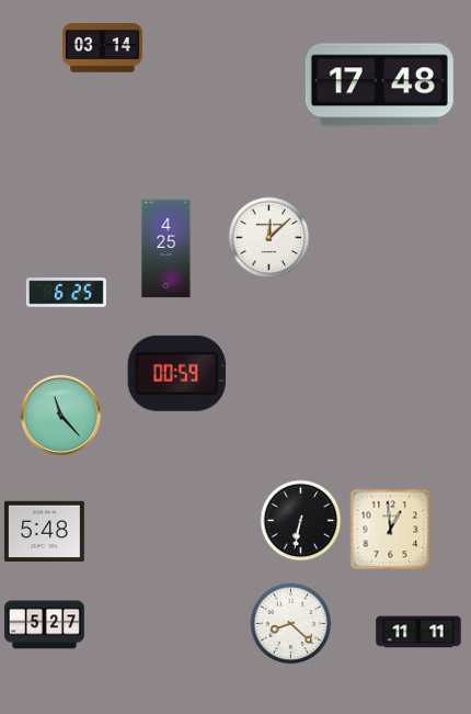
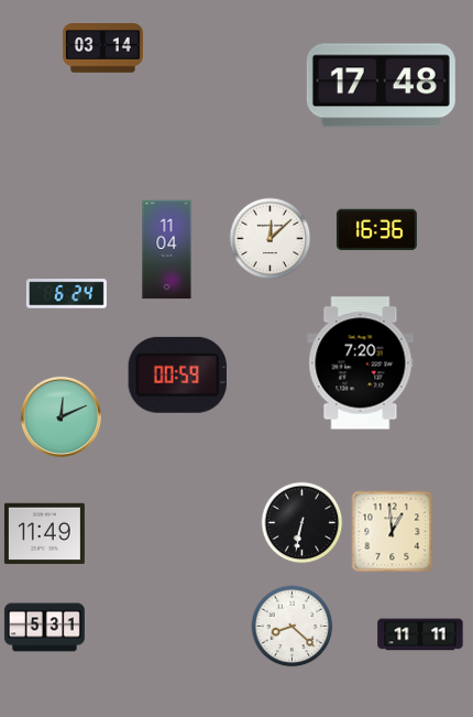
clock at (376, 230): none -> 16:36
clock at (166, 249): 4:25 -> 11:04
clock at (66, 293): 6:25 -> 6:24
clock at (361, 363): none -> 7:20
clock at (60, 415): 11:23 -> 12:11
clock at (44, 532): 5:48 -> 11:49
clock at (44, 625): 5:27 -> 5:31
